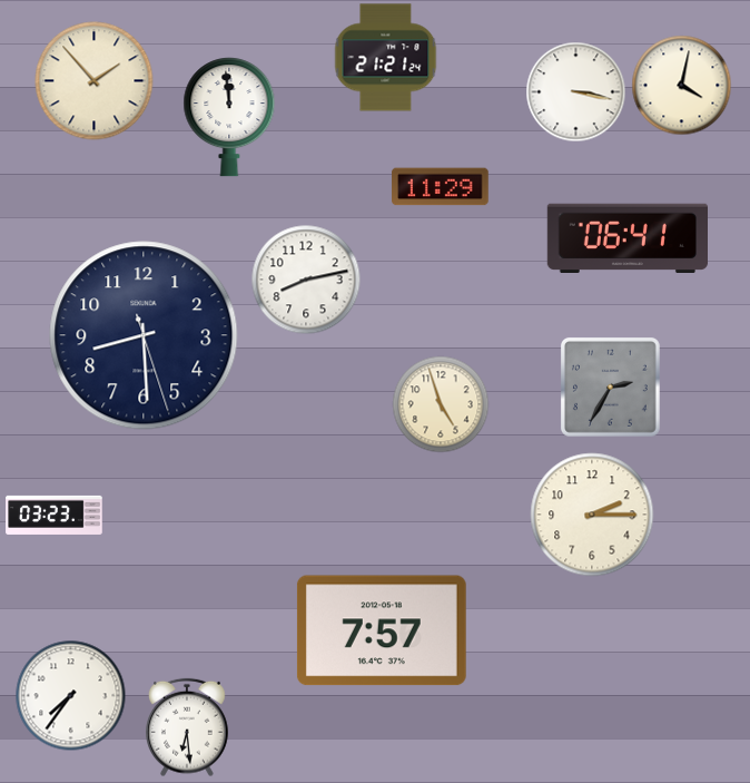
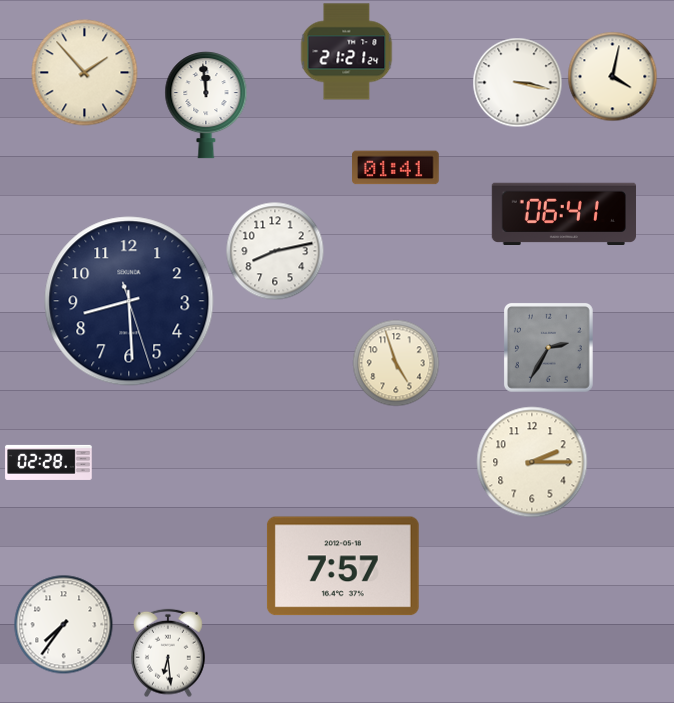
clock at (441, 187): 11:29 -> 01:41
clock at (55, 515): 03:23 -> 02:28
